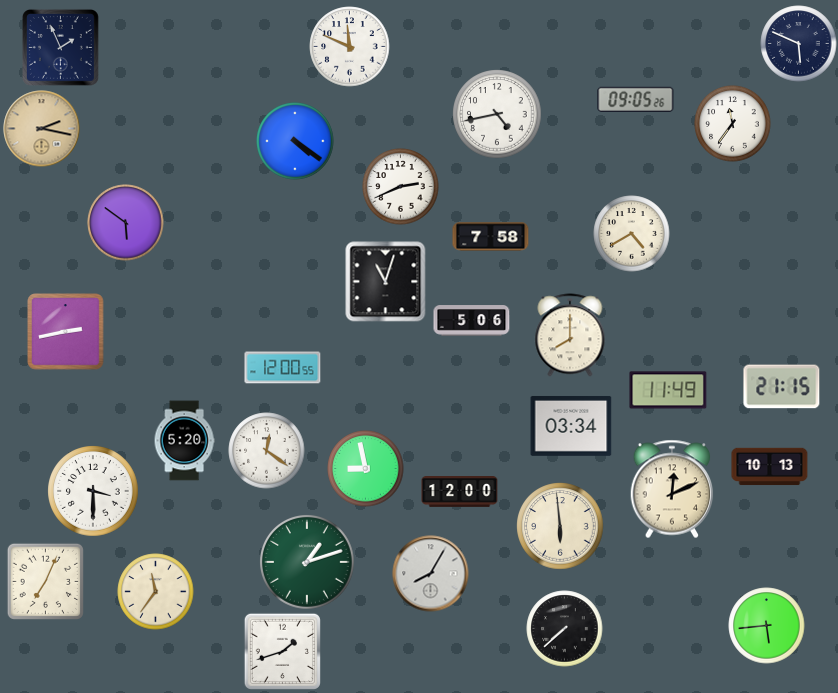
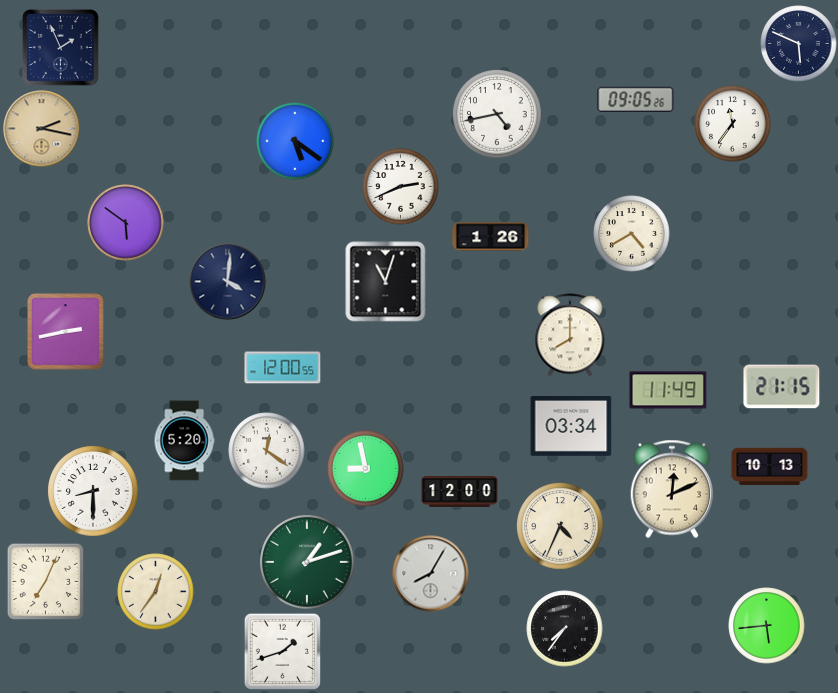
clock at (350, 47): 11:49 -> none
clock at (295, 141): 4:21 -> 5:21
clock at (491, 237): 7:58 -> 1:26
clock at (228, 282): none -> 4:01
clock at (472, 321): 5:06 -> none
clock at (93, 491): 3:30 -> 8:30
clock at (560, 526): 5:59 -> 4:34
clock at (156, 592): 11:36 -> 12:36
clock at (565, 629): 7:38 -> 7:36
